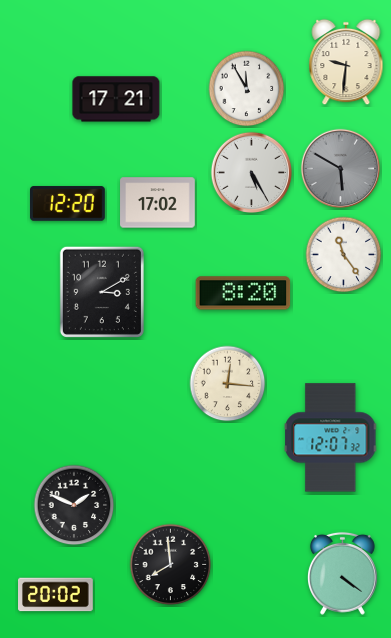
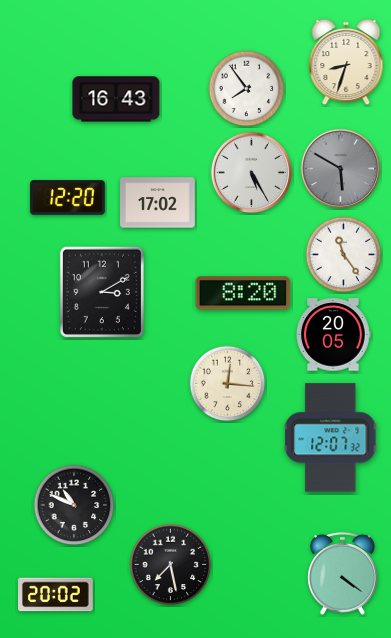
clock at (346, 62): 9:31 -> 8:33
clock at (247, 89): 11:55 -> 7:54
clock at (116, 99): 17:21 -> 16:43
clock at (68, 204) position: (68, 204) -> (68, 198)
clock at (333, 335): none -> 20:05
clock at (74, 505): 1:49 -> 10:49
clock at (171, 565): 7:59 -> 7:28
